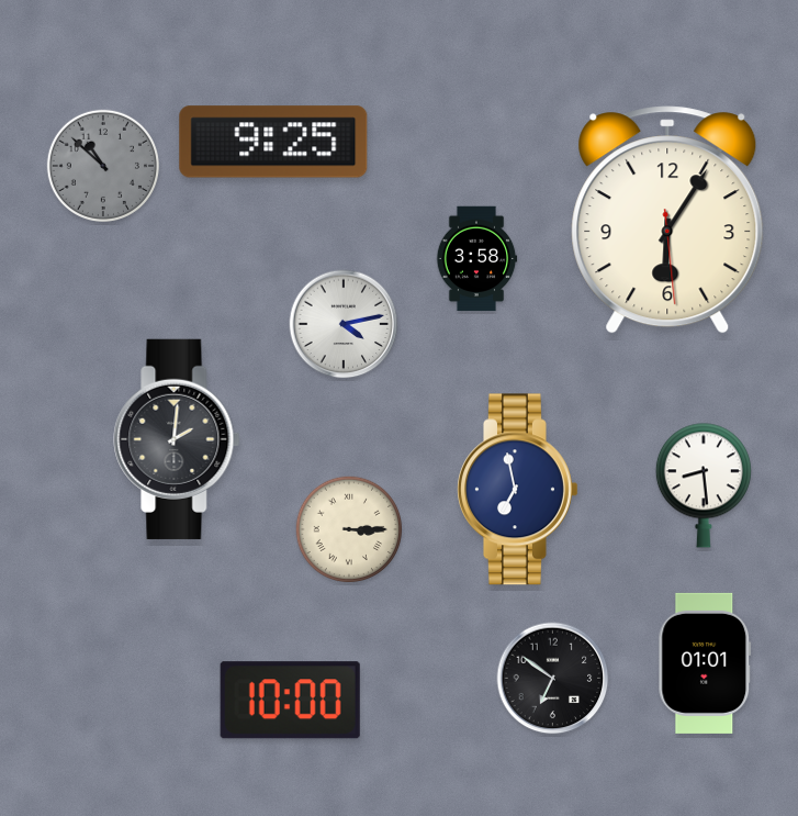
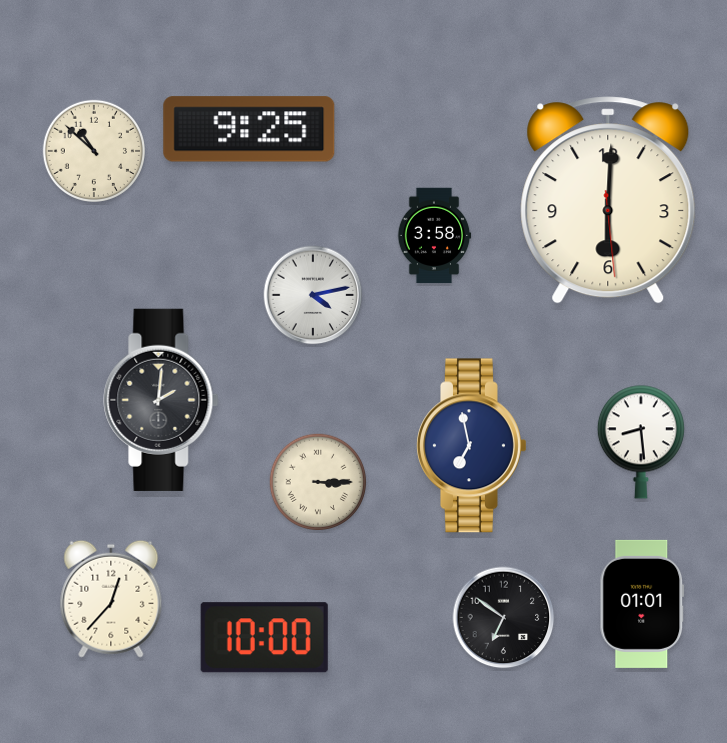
clock at (102, 165) dial: grey -> cream
clock at (667, 220): 6:05 -> 6:00
clock at (111, 599): none -> 12:37
